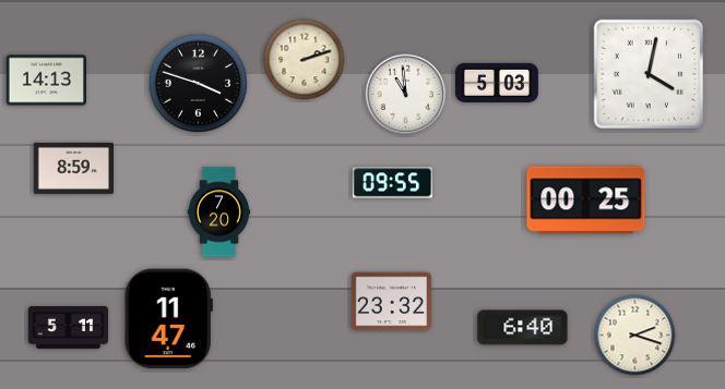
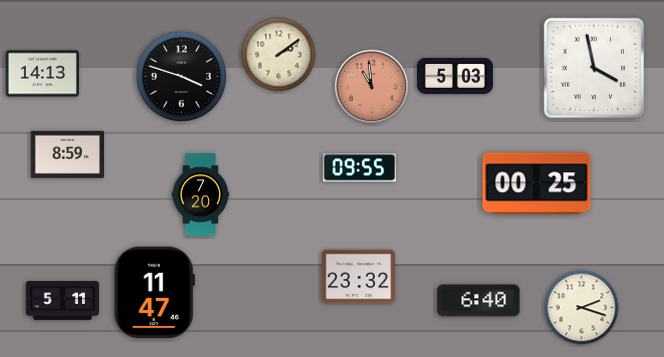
clock at (305, 60): 2:12 -> 2:09
clock at (647, 73): 4:02 -> 3:58
clock at (406, 95) dial: white -> salmon
